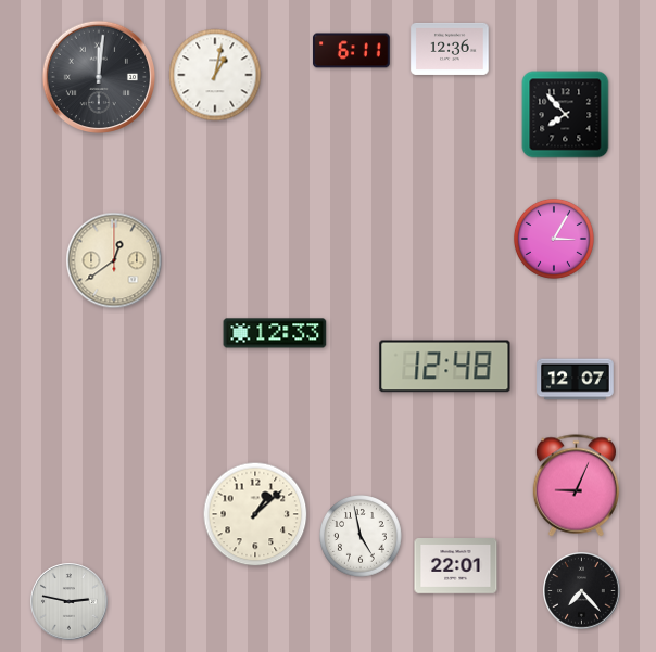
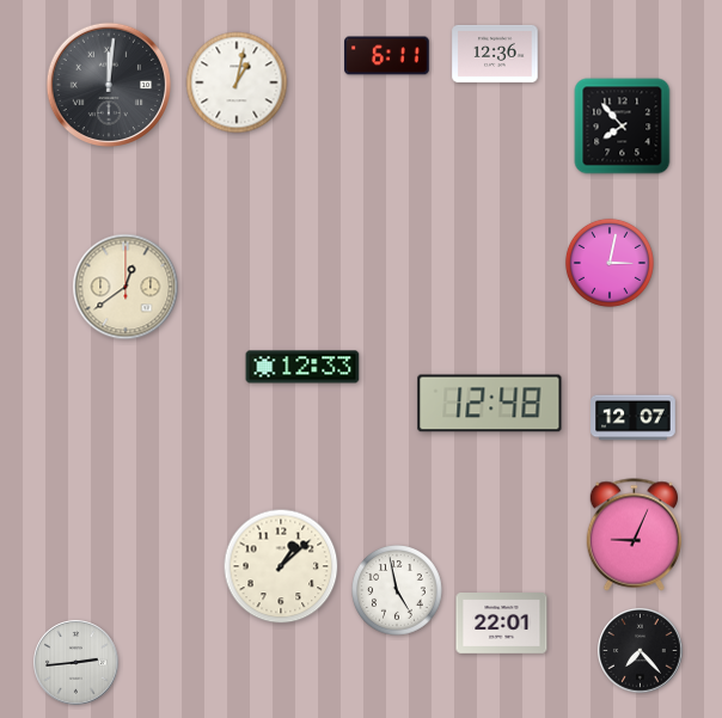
clock at (554, 239): 3:05 -> 3:02
clock at (70, 602): 2:47 -> 2:44
